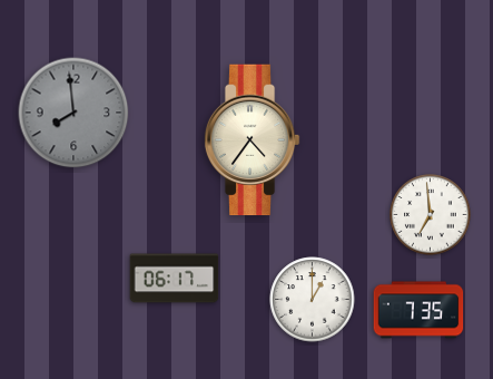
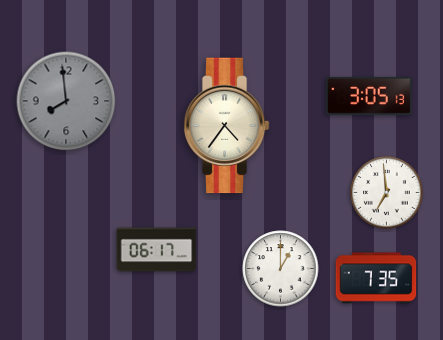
clock at (369, 96): none -> 3:05
